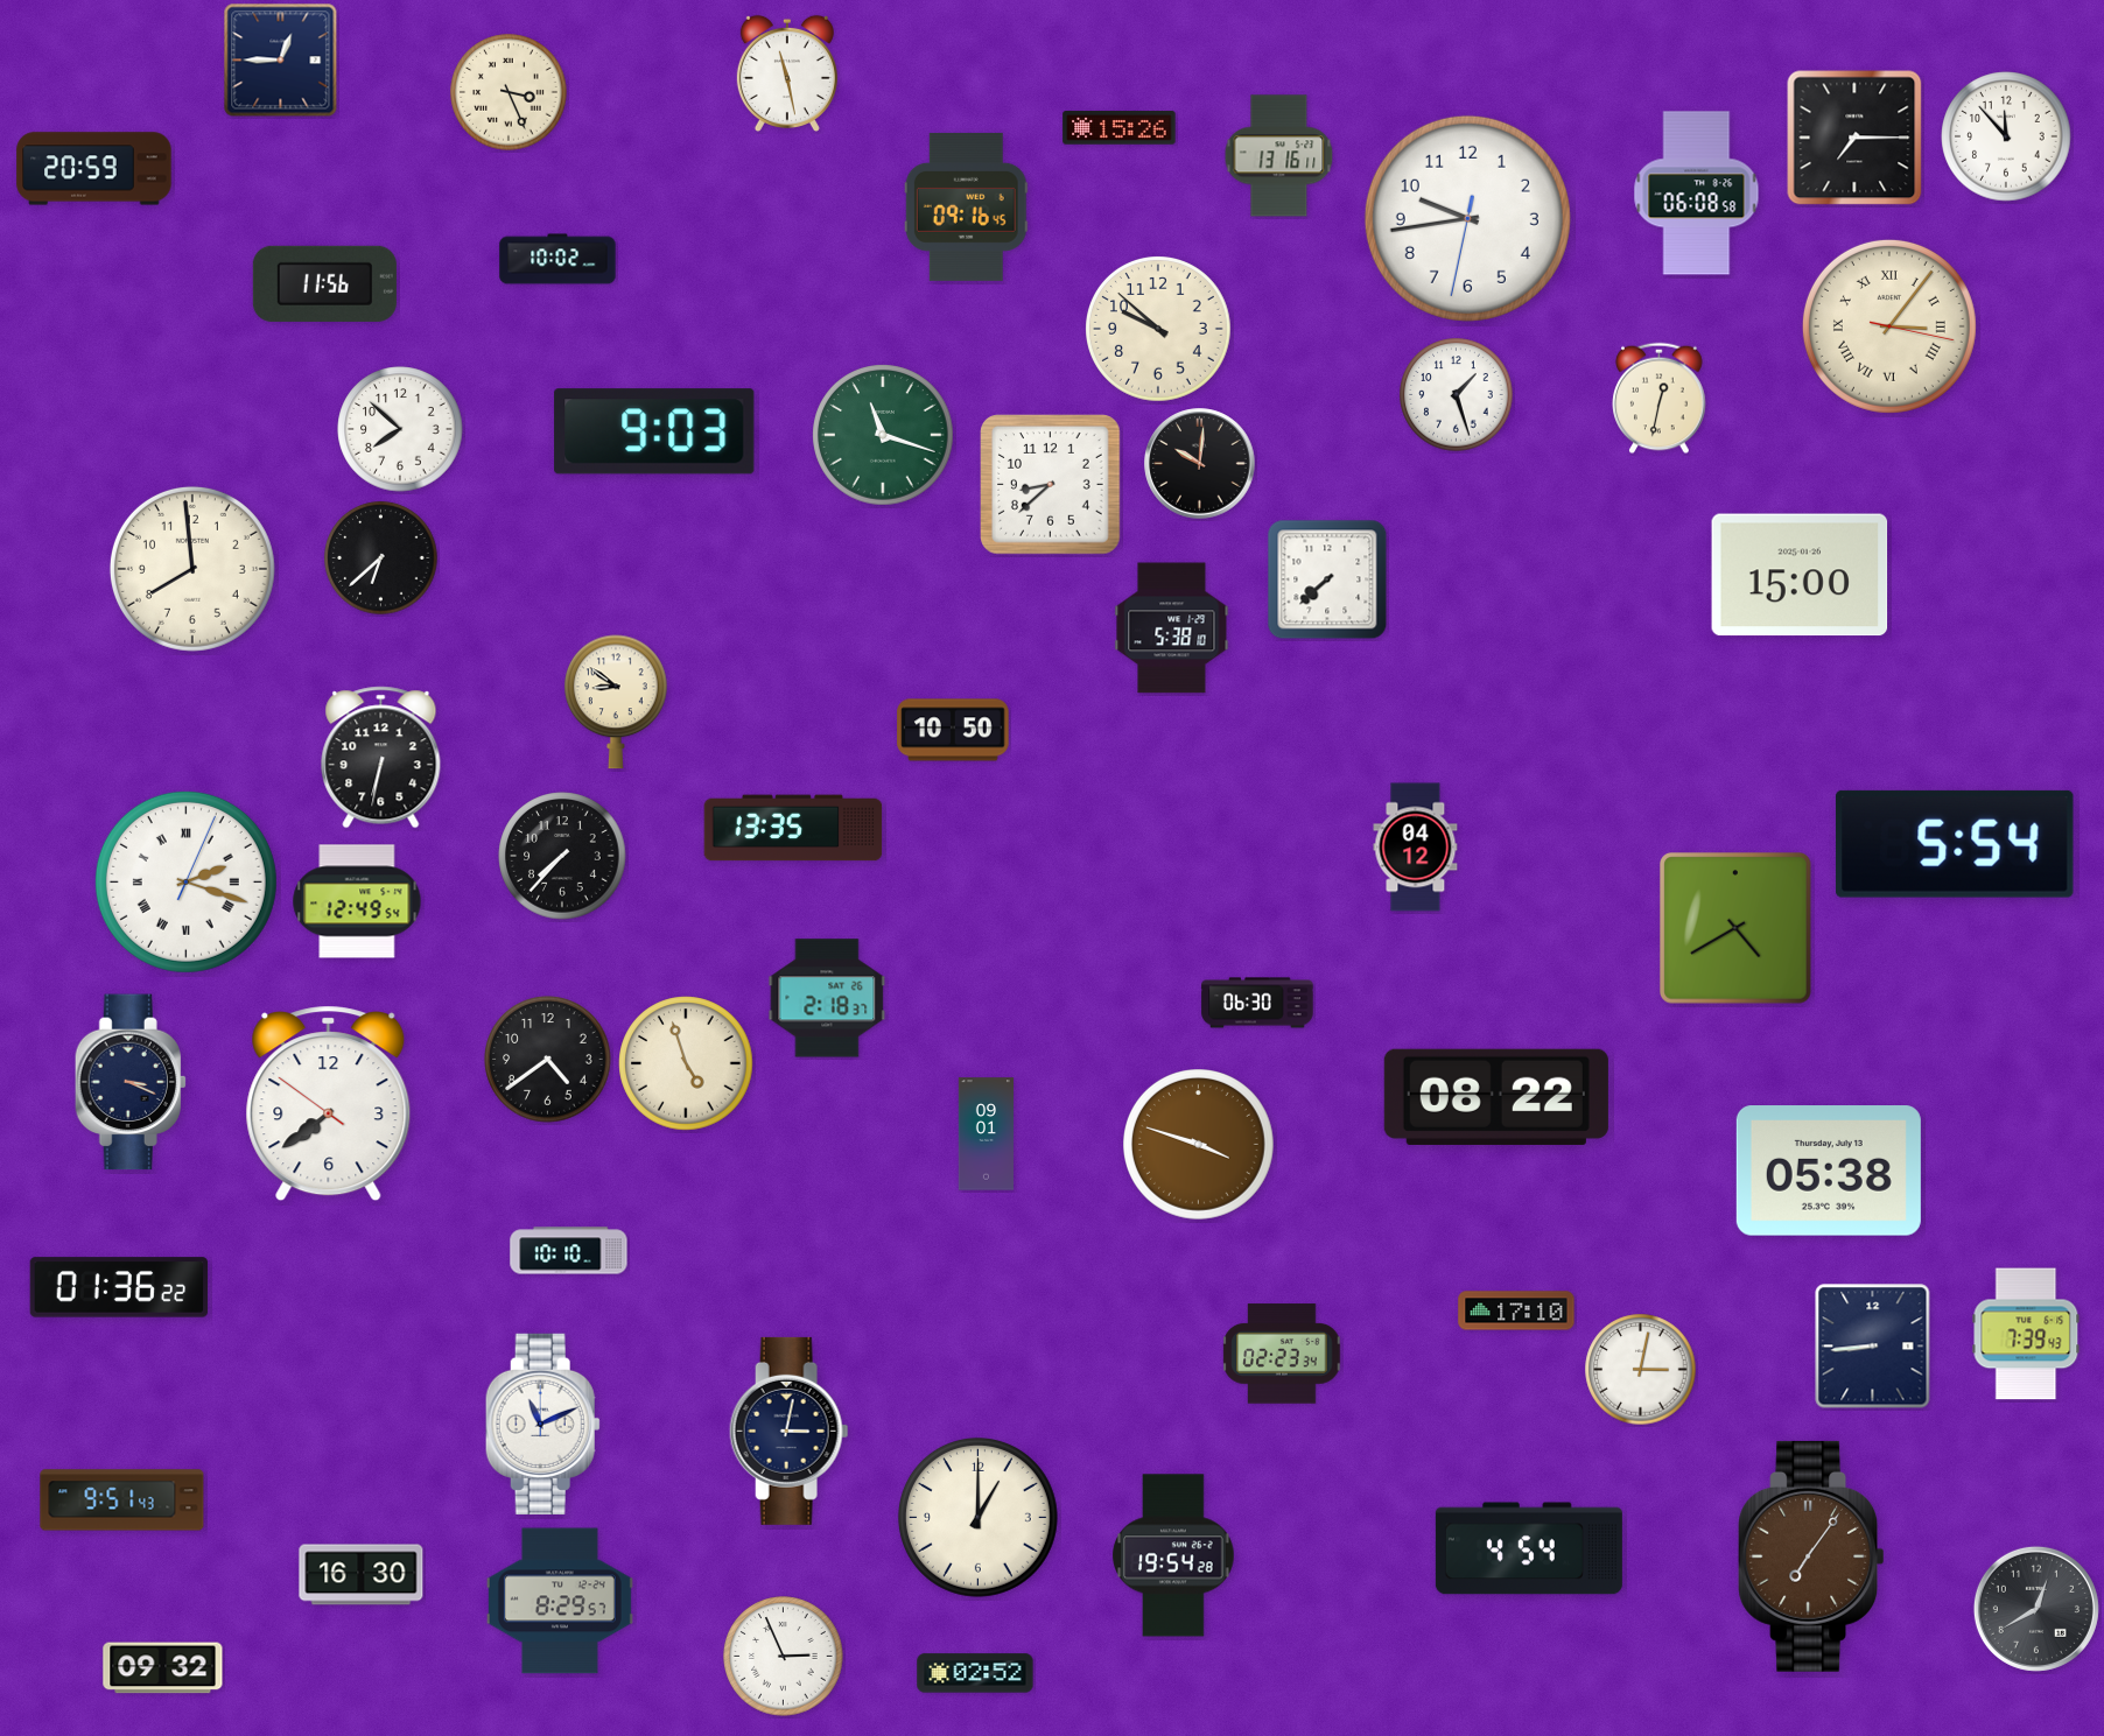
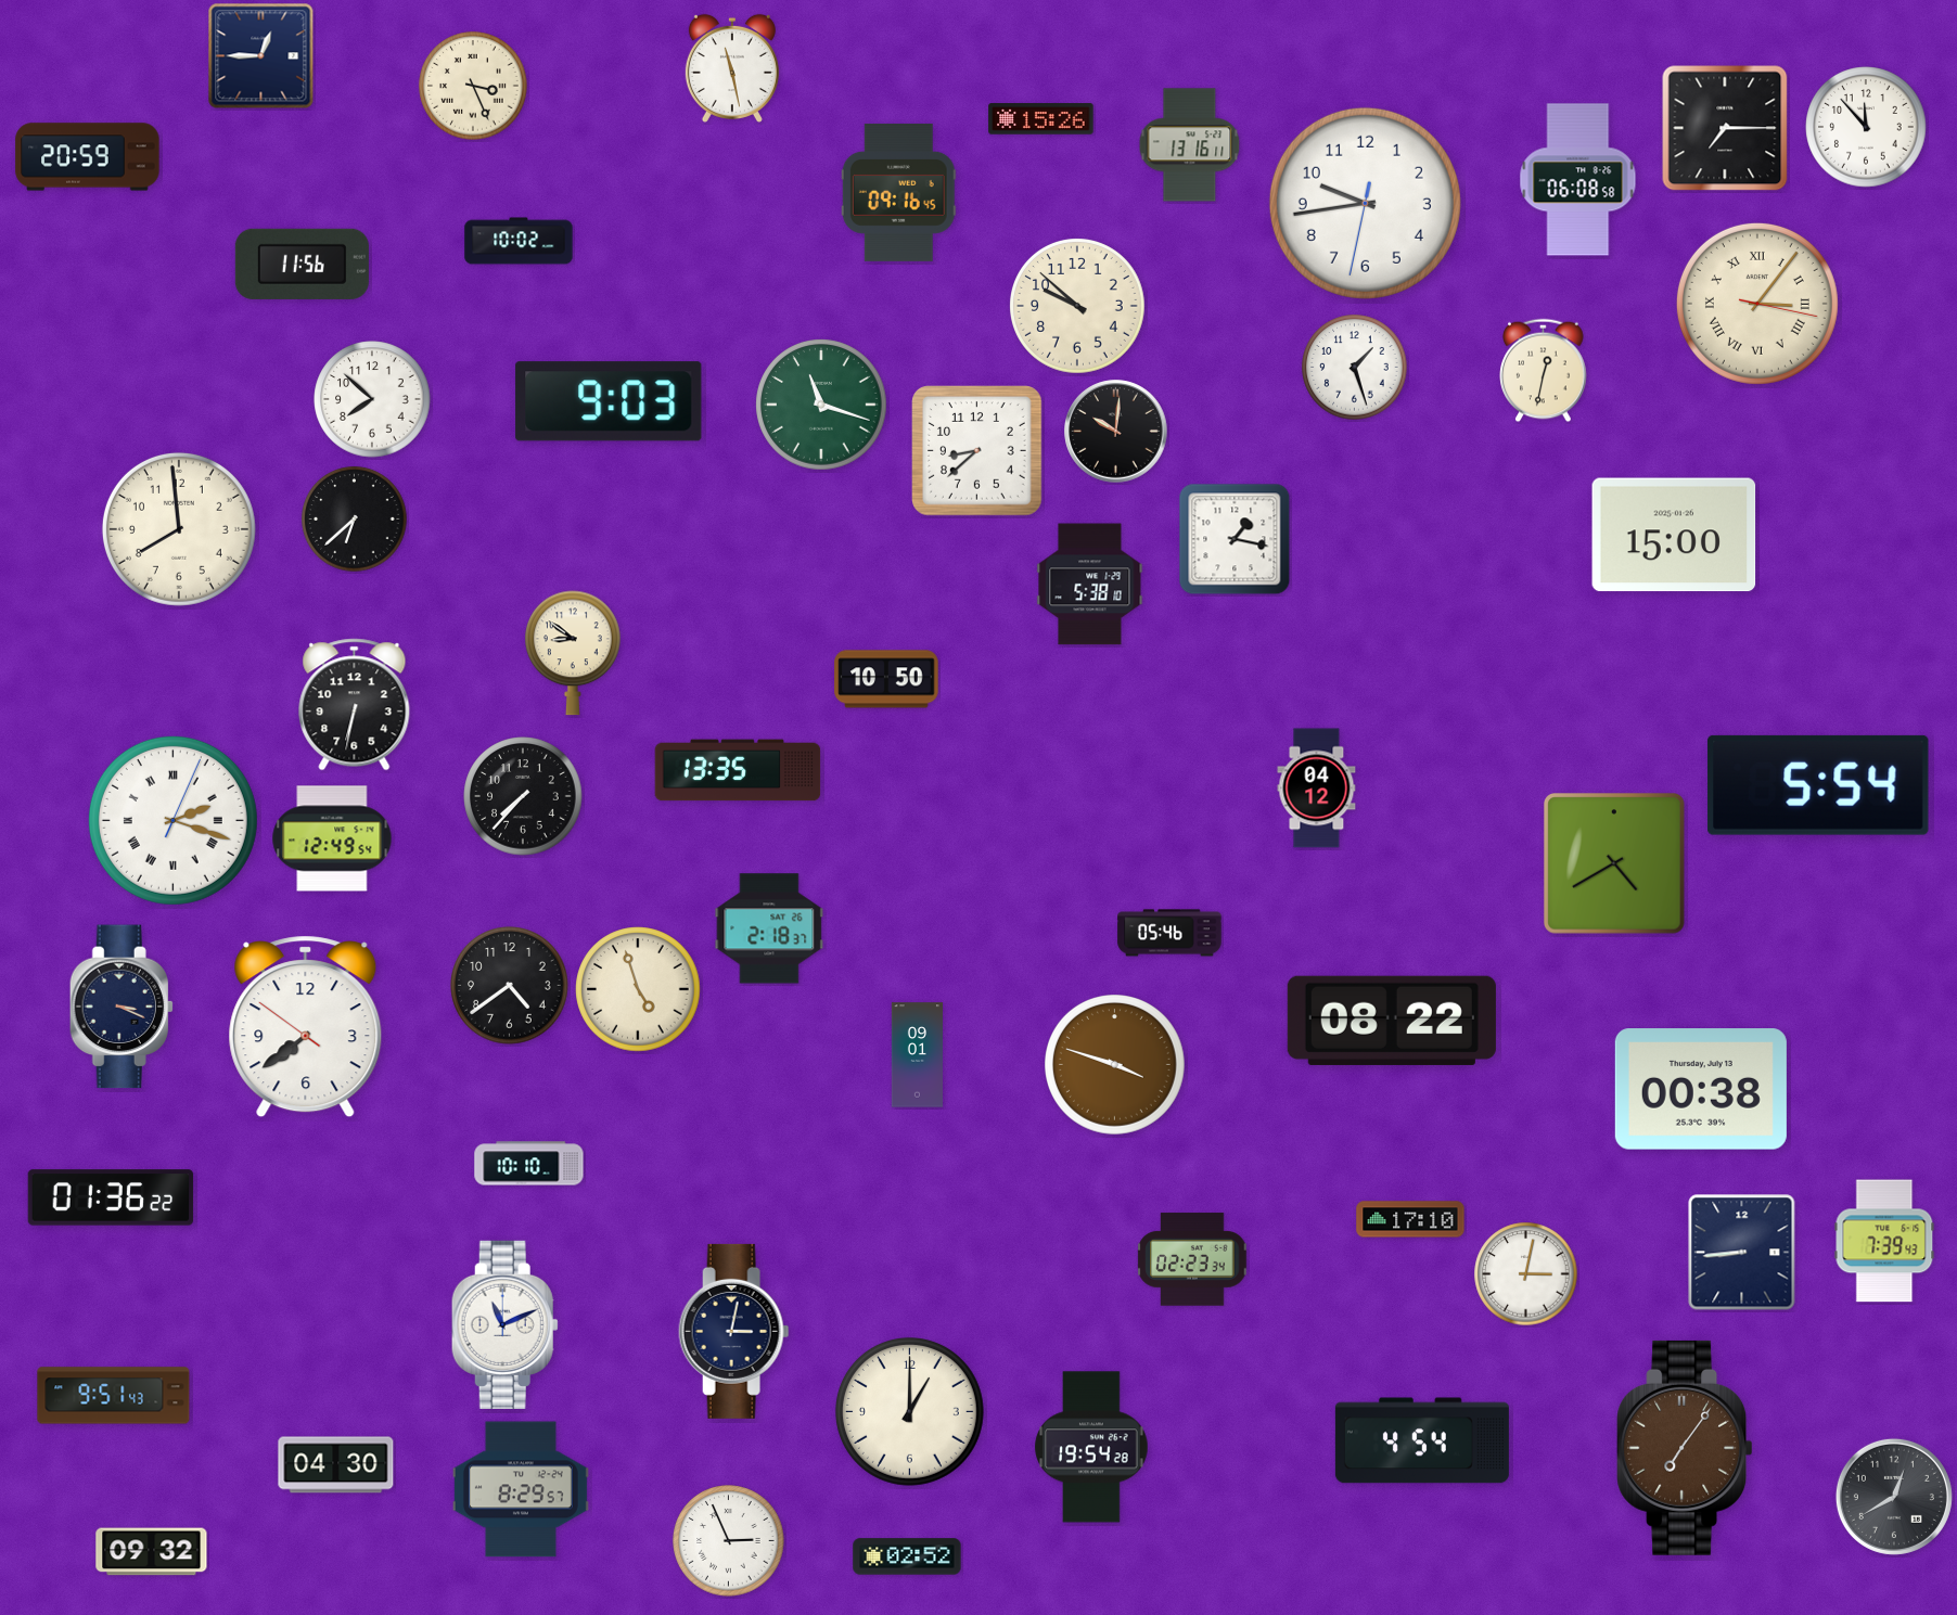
clock at (1327, 579): 7:38 -> 1:17
clock at (1257, 1003): 06:30 -> 05:46
clock at (1829, 1171): 05:38 -> 00:38
clock at (362, 1575): 16:30 -> 04:30
